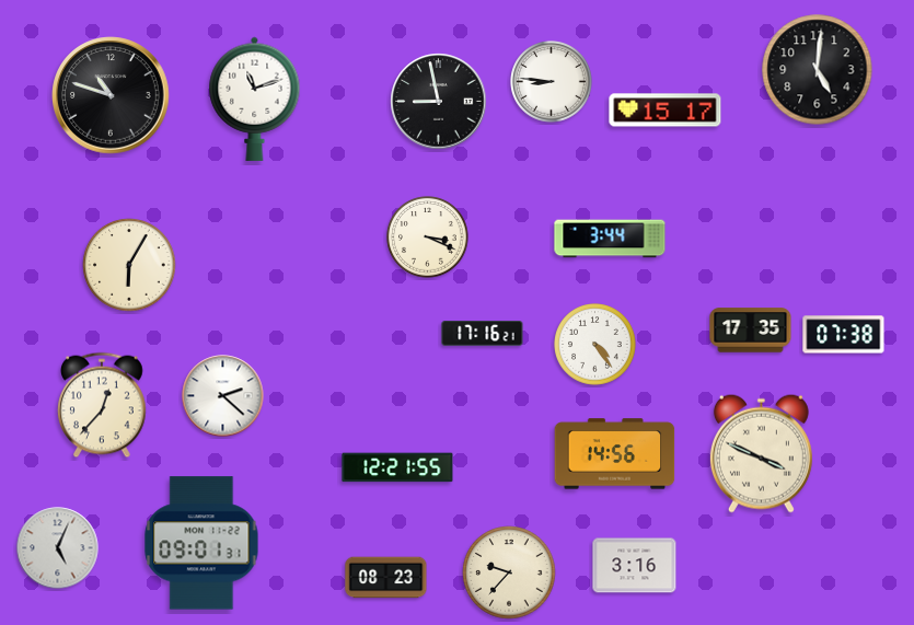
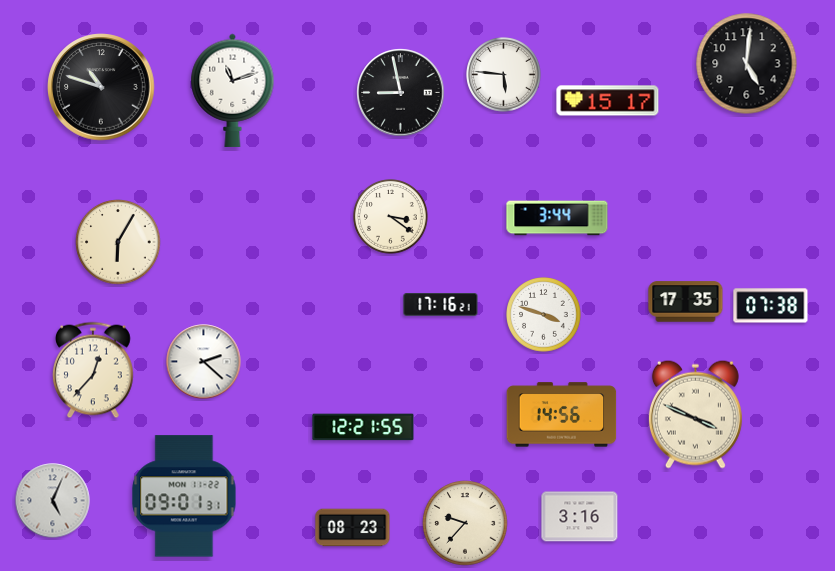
clock at (552, 82): 8:46 -> 5:46
clock at (428, 238): 3:19 -> 3:21
clock at (595, 345): 4:24 -> 3:48
